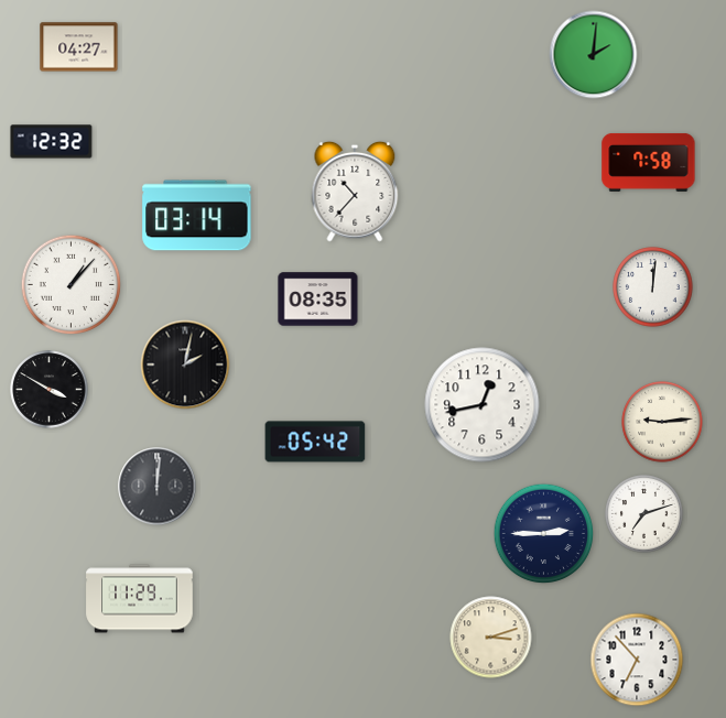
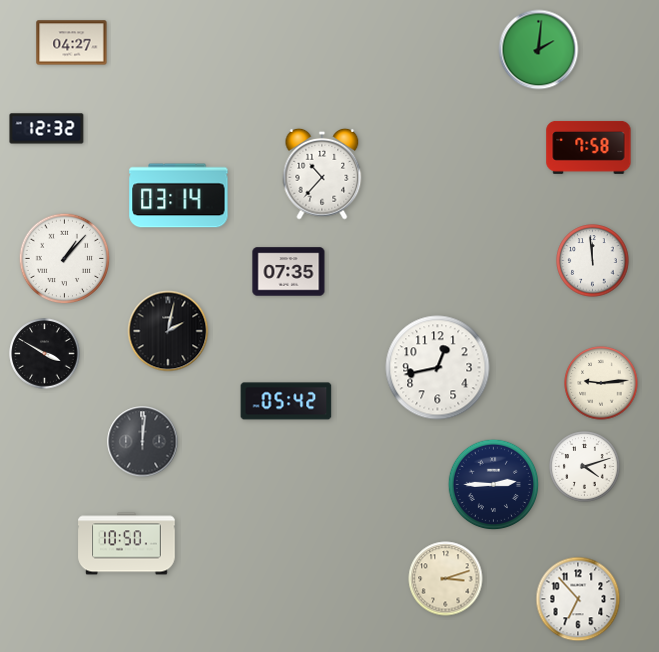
clock at (653, 287): 12:01 -> 11:59
clock at (318, 300): 08:35 -> 07:35
clock at (644, 514): 7:12 -> 4:12
clock at (140, 599): 11:29 -> 10:50
